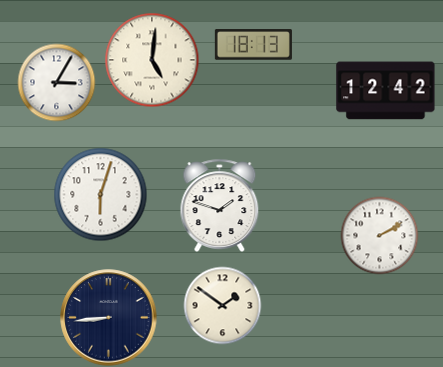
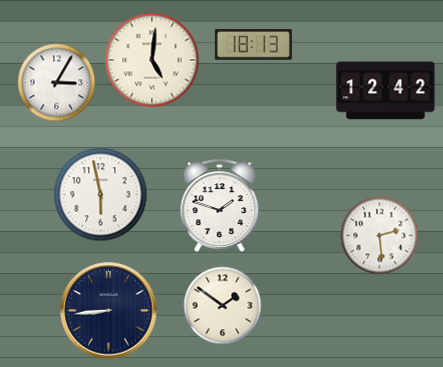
clock at (100, 194): 6:03 -> 5:58
clock at (379, 235): 2:10 -> 2:29
clock at (109, 318) position: (109, 318) -> (109, 311)
